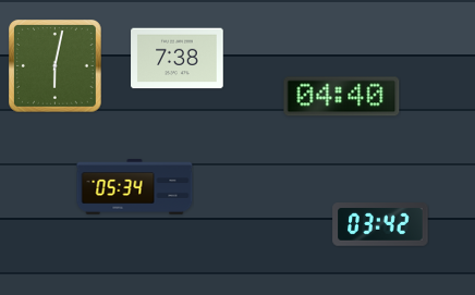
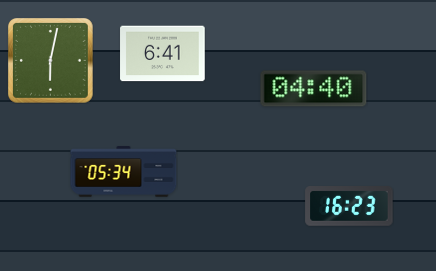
clock at (178, 59): 7:38 -> 6:41
clock at (380, 225): 03:42 -> 16:23
